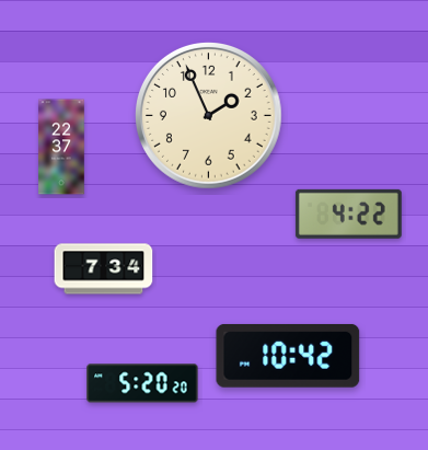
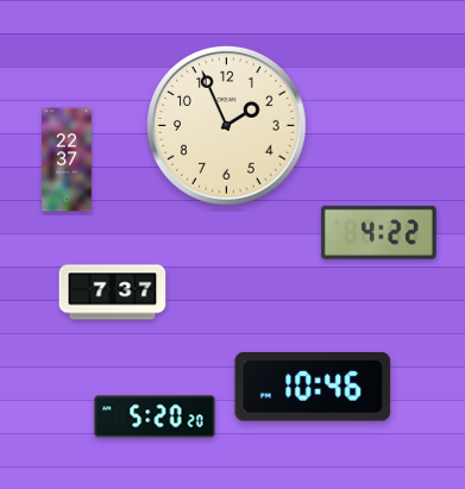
clock at (104, 269): 7:34 -> 7:37
clock at (288, 356): 10:42 -> 10:46
